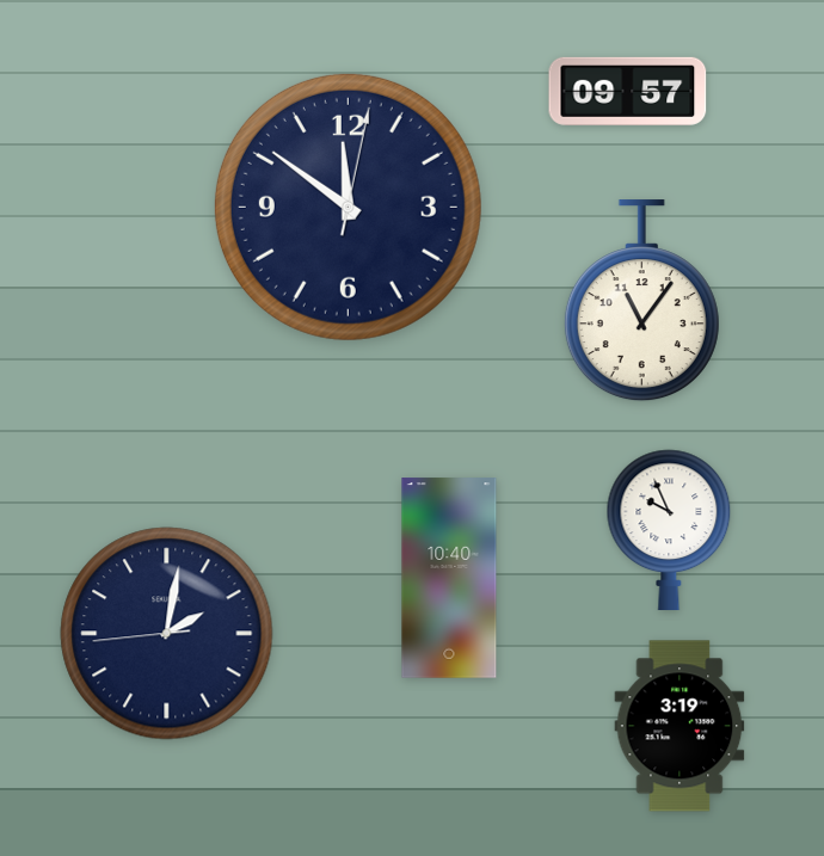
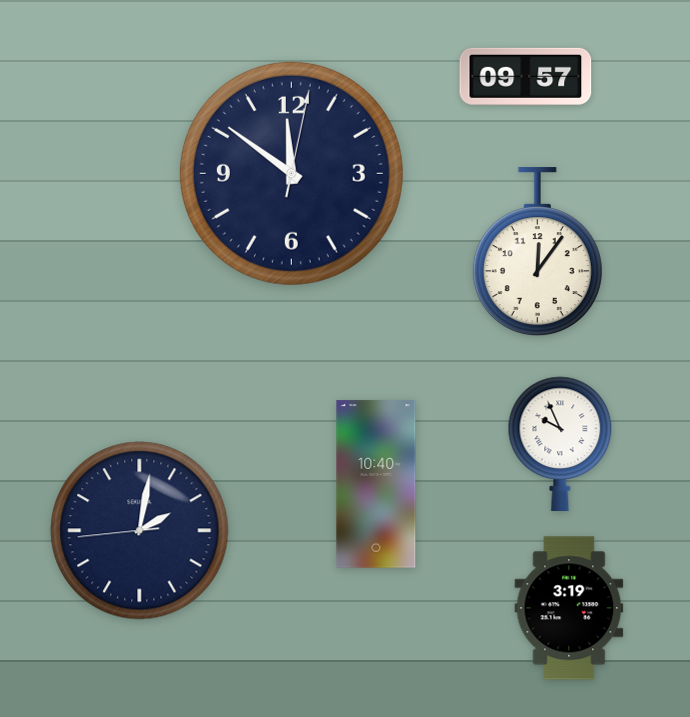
clock at (641, 301): 11:06 -> 12:06
